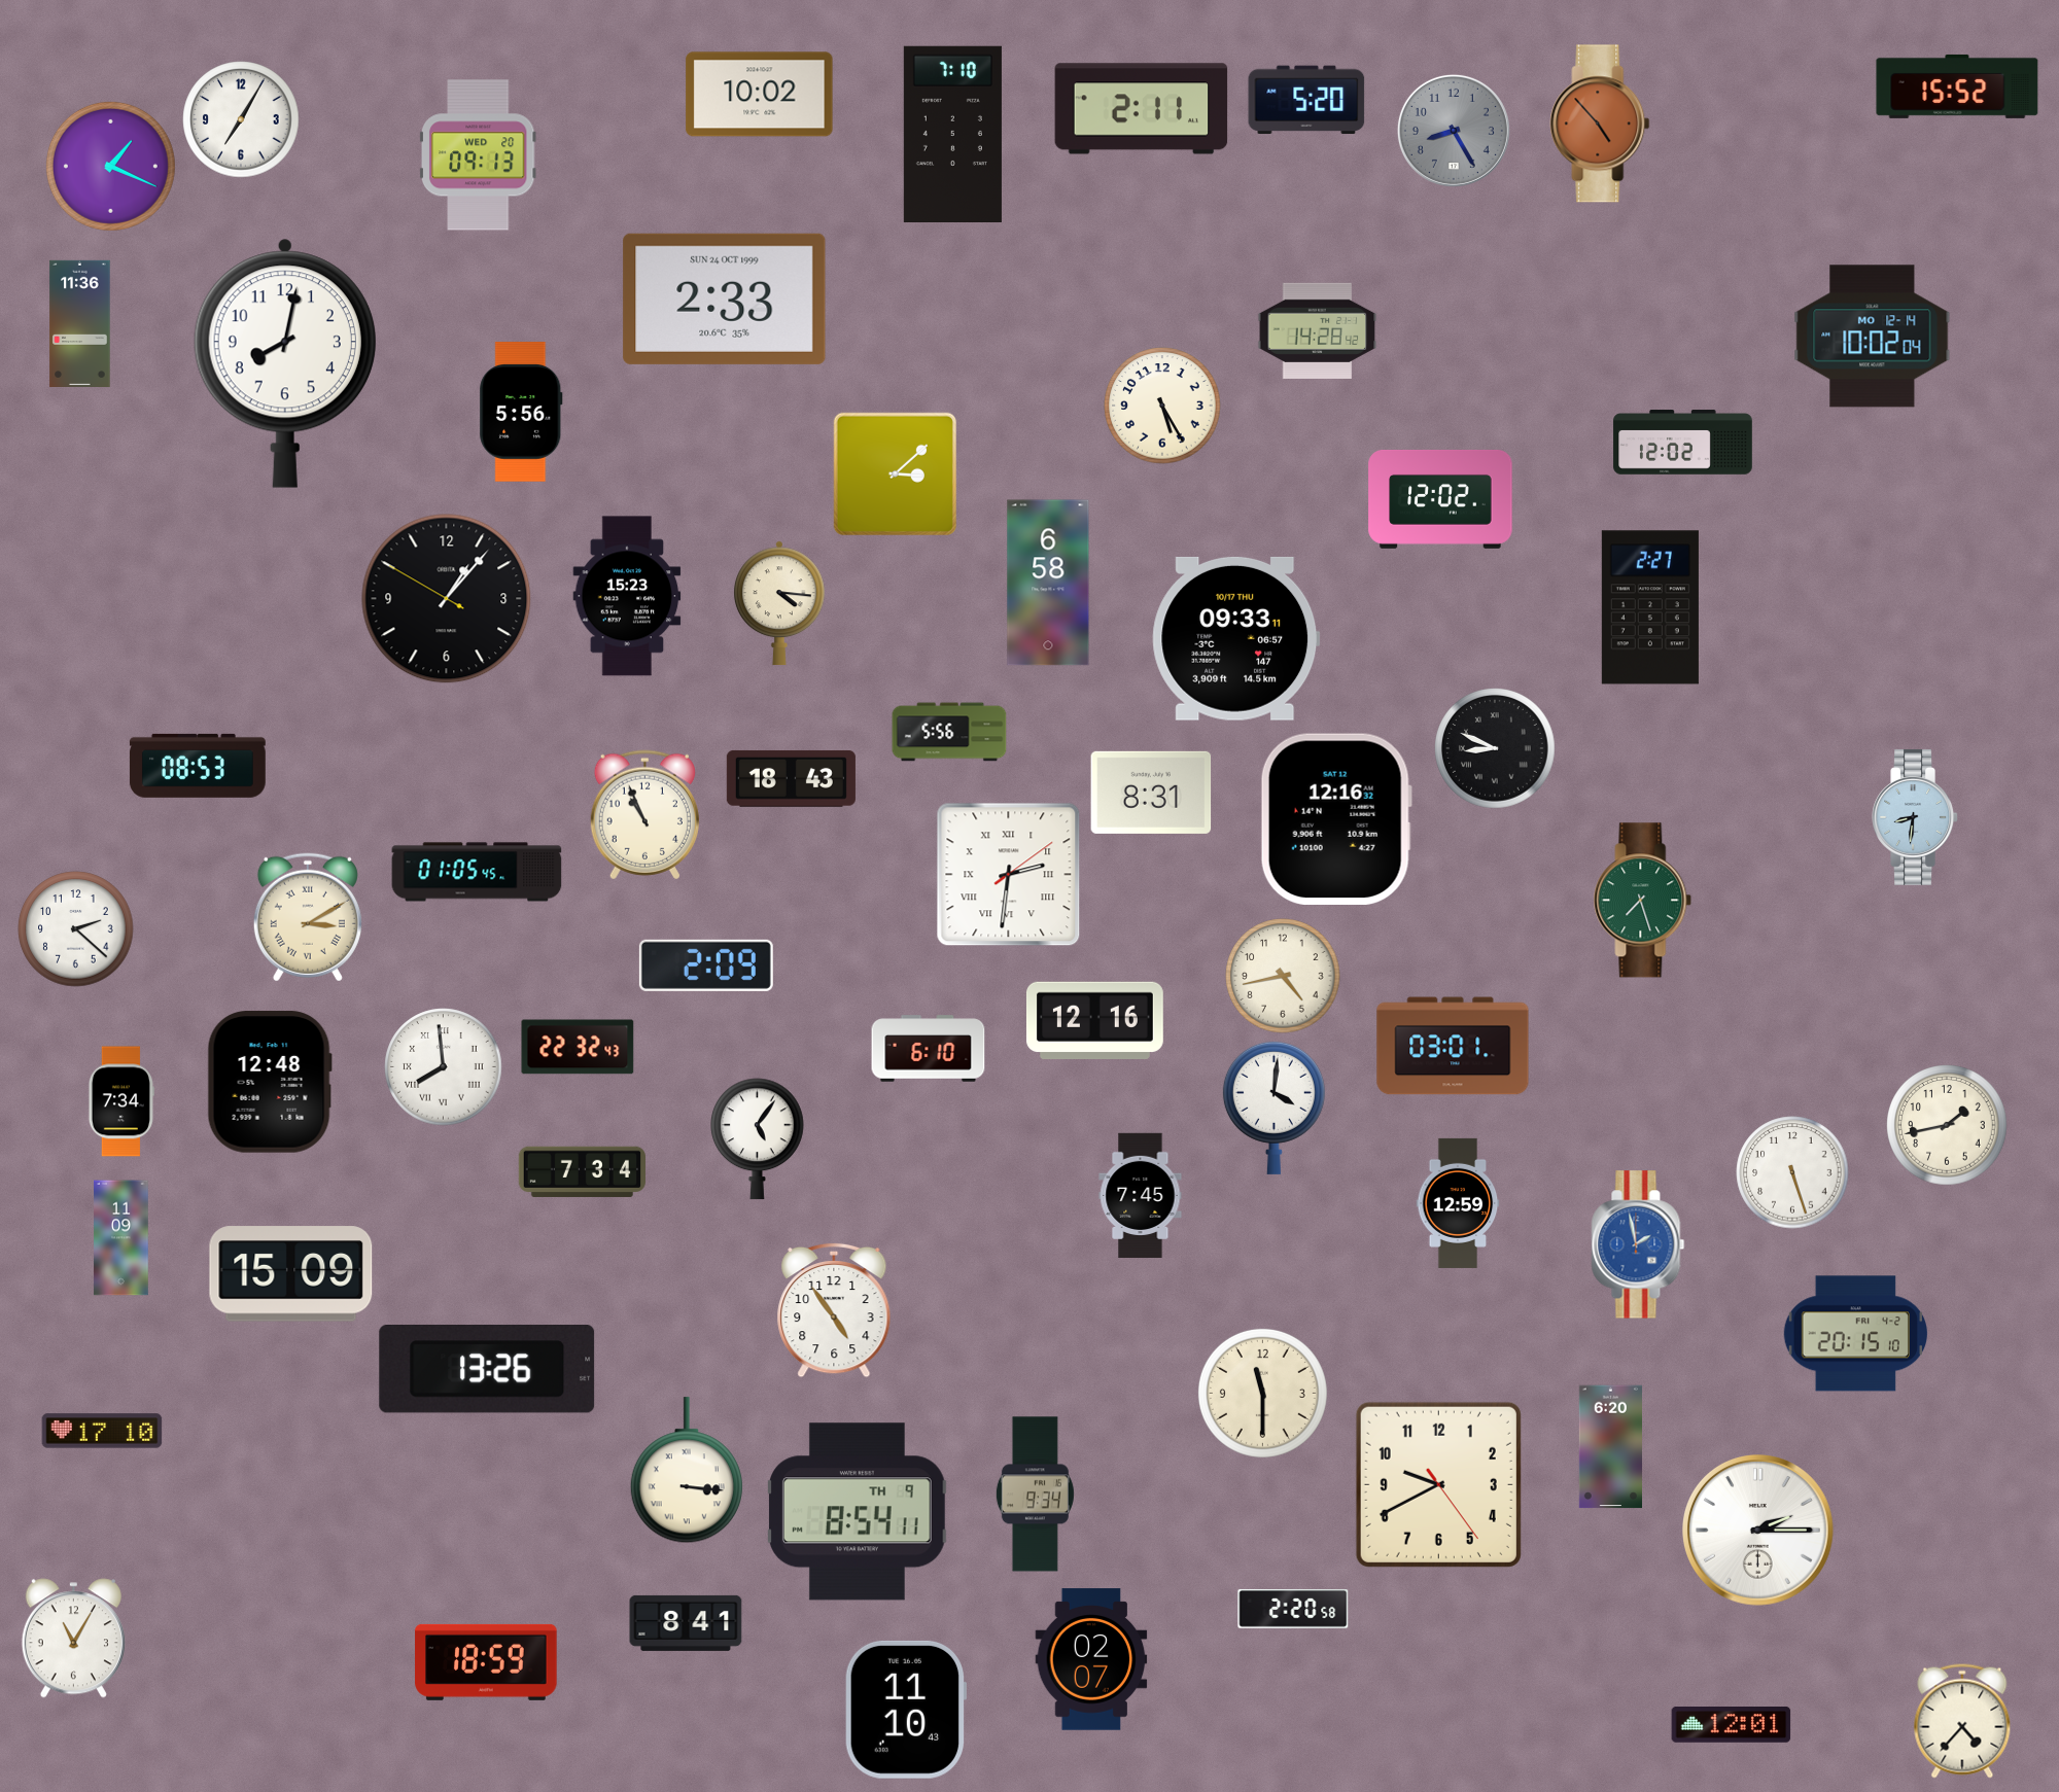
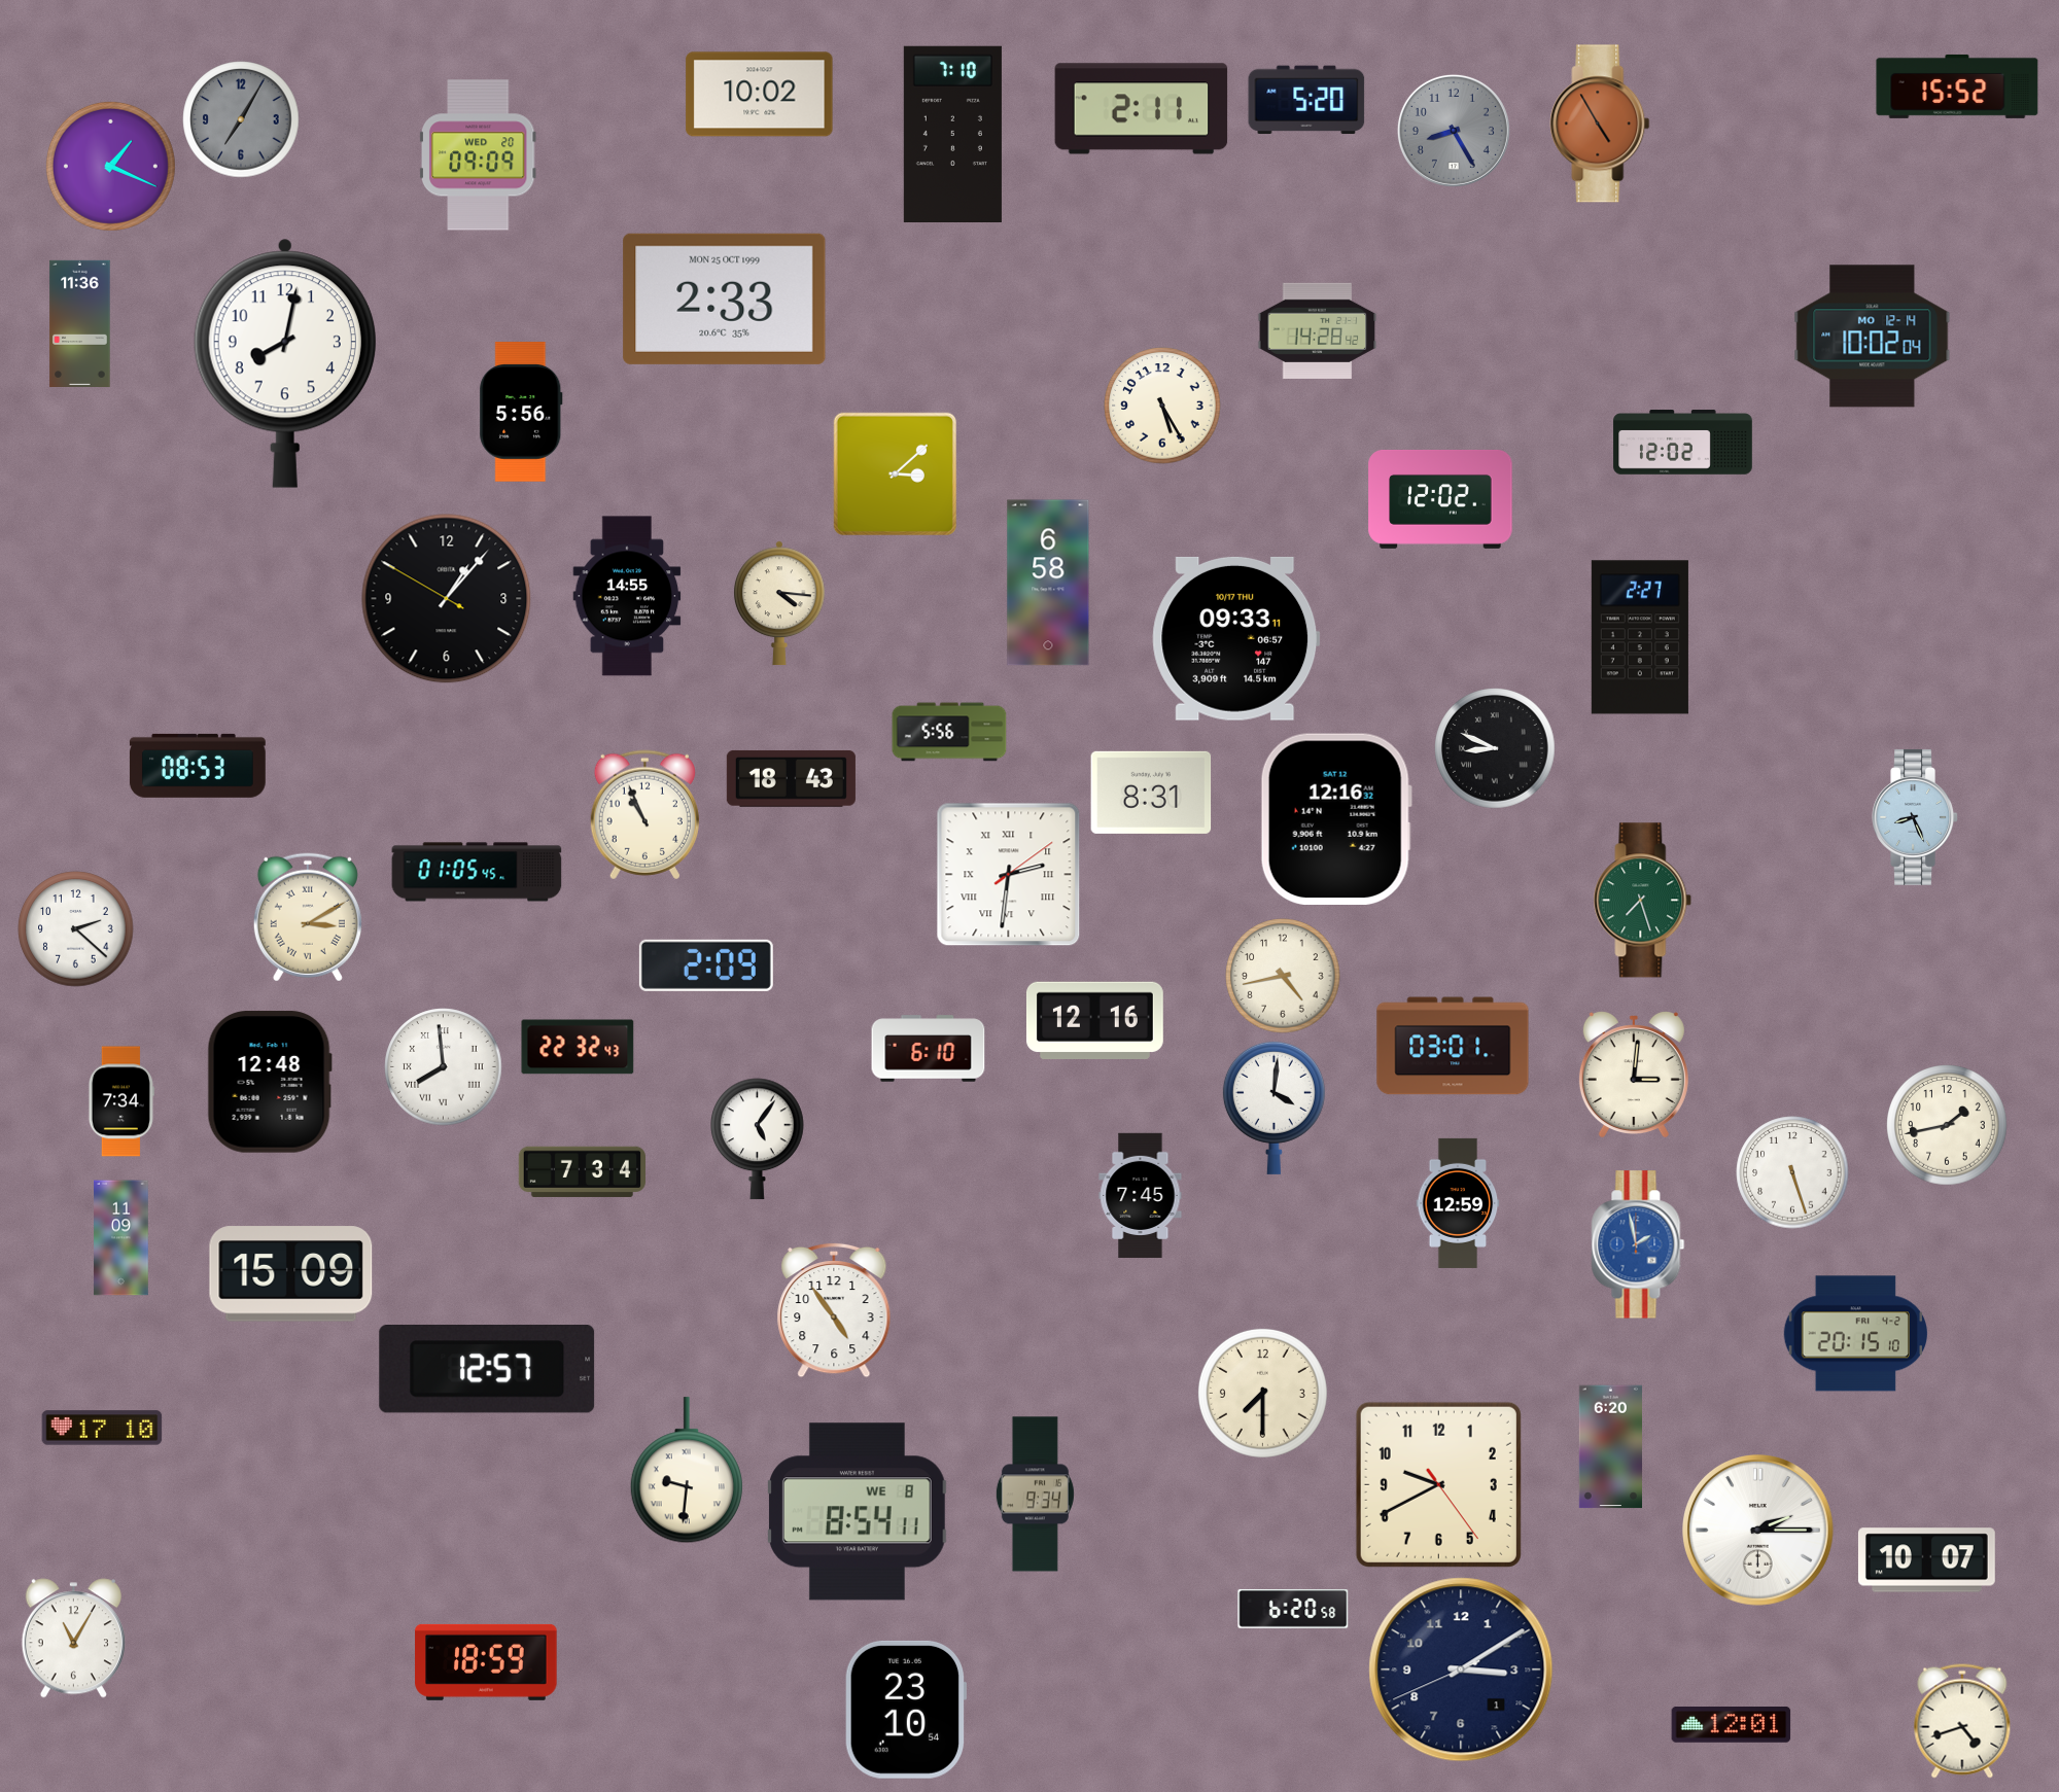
clock at (241, 119) dial: white -> grey
clock at (1600, 124): 4:53 -> 4:55
clock at (478, 155): 09:13 -> 09:09
clock at (725, 298) date: SUN 24 OCT 1999 -> MON 25 OCT 1999
clock at (627, 596): 15:23 -> 14:55
clock at (1650, 607) position: (1650, 607) -> (1640, 637)
clock at (1915, 817): 8:31 -> 8:26
clock at (1634, 1075): none -> 3:01
clock at (487, 1369): 13:26 -> 12:57
clock at (1262, 1393): 11:30 -> 7:30
clock at (102, 1431) position: (102, 1431) -> (102, 1428)
clock at (687, 1471): 3:16 -> 9:31
clock at (858, 1512) date: TH 9 -> WE 8
clock at (1927, 1560): none -> 10:07
clock at (1293, 1609): 2:20 -> 6:20
clock at (686, 1623): 8:41 -> none
clock at (1091, 1659): 02:07 -> none
clock at (1461, 1670): none -> 3:09
clock at (906, 1710): 11:10 -> 23:10
clock at (1962, 1721): 4:37 -> 4:42
